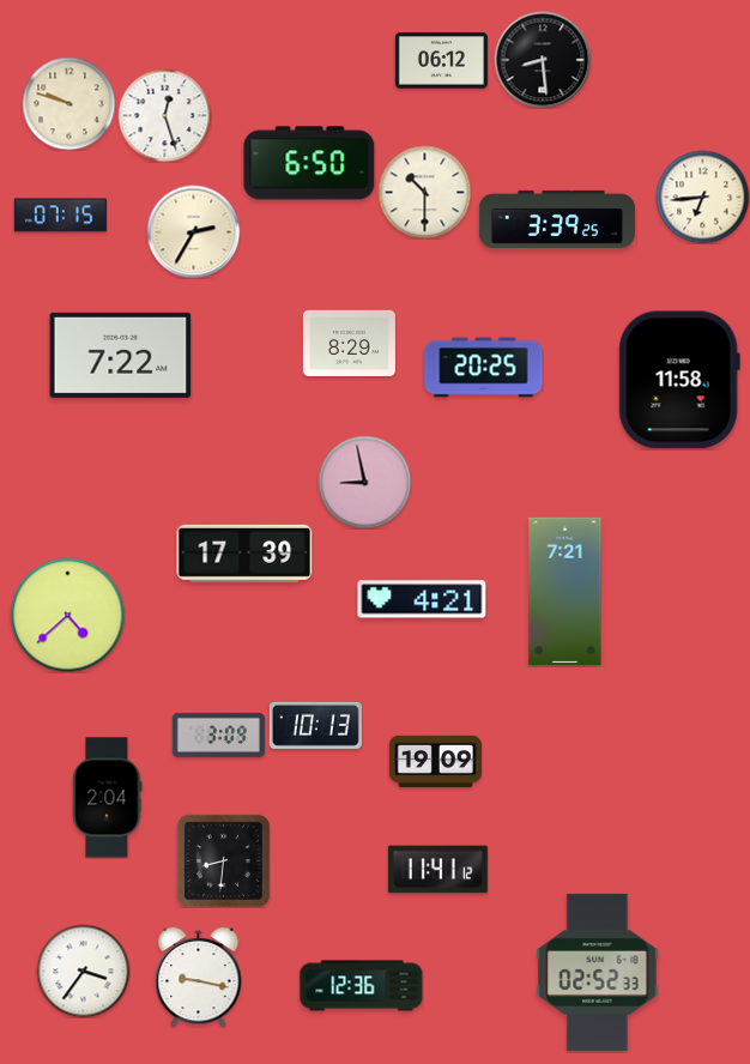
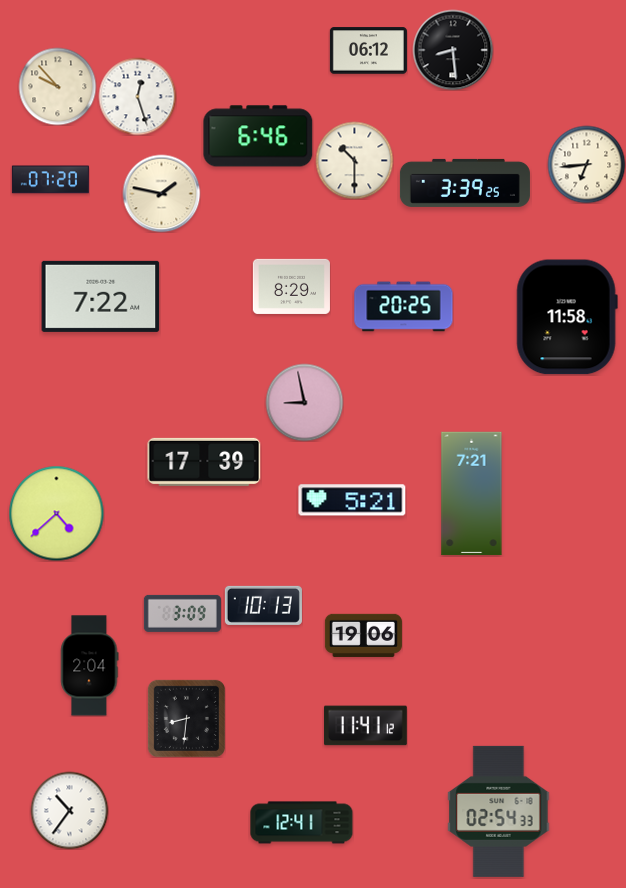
clock at (68, 103): 9:48 -> 9:53
clock at (309, 163): 6:50 -> 6:46
clock at (60, 216): 07:15 -> 07:20
clock at (193, 231): 2:35 -> 1:47
clock at (422, 599): 4:21 -> 5:21
clock at (435, 761): 19:09 -> 19:06
clock at (83, 971): 3:36 -> 10:36
clock at (598, 972): 02:52 -> 02:54
clock at (199, 977): 9:17 -> none
clock at (362, 986): 12:36 -> 12:41
